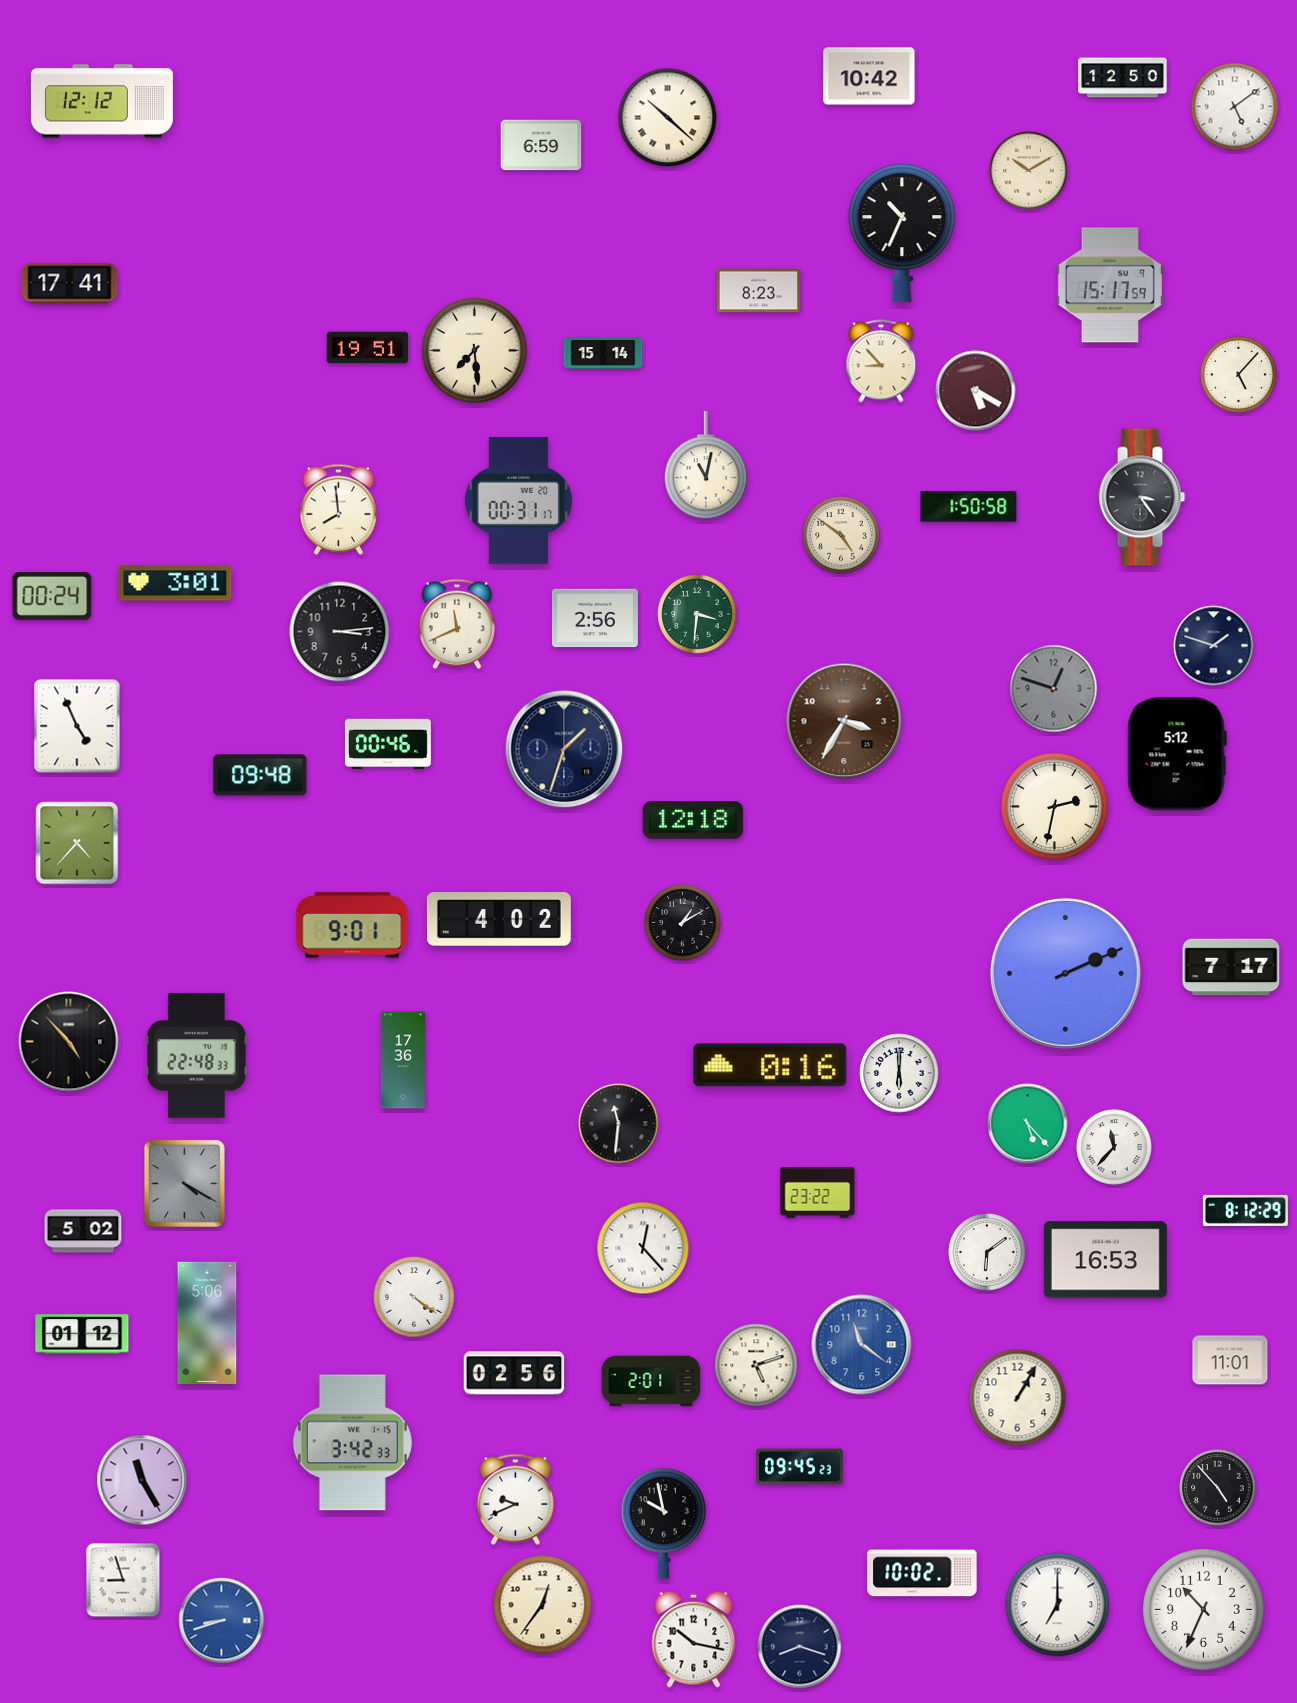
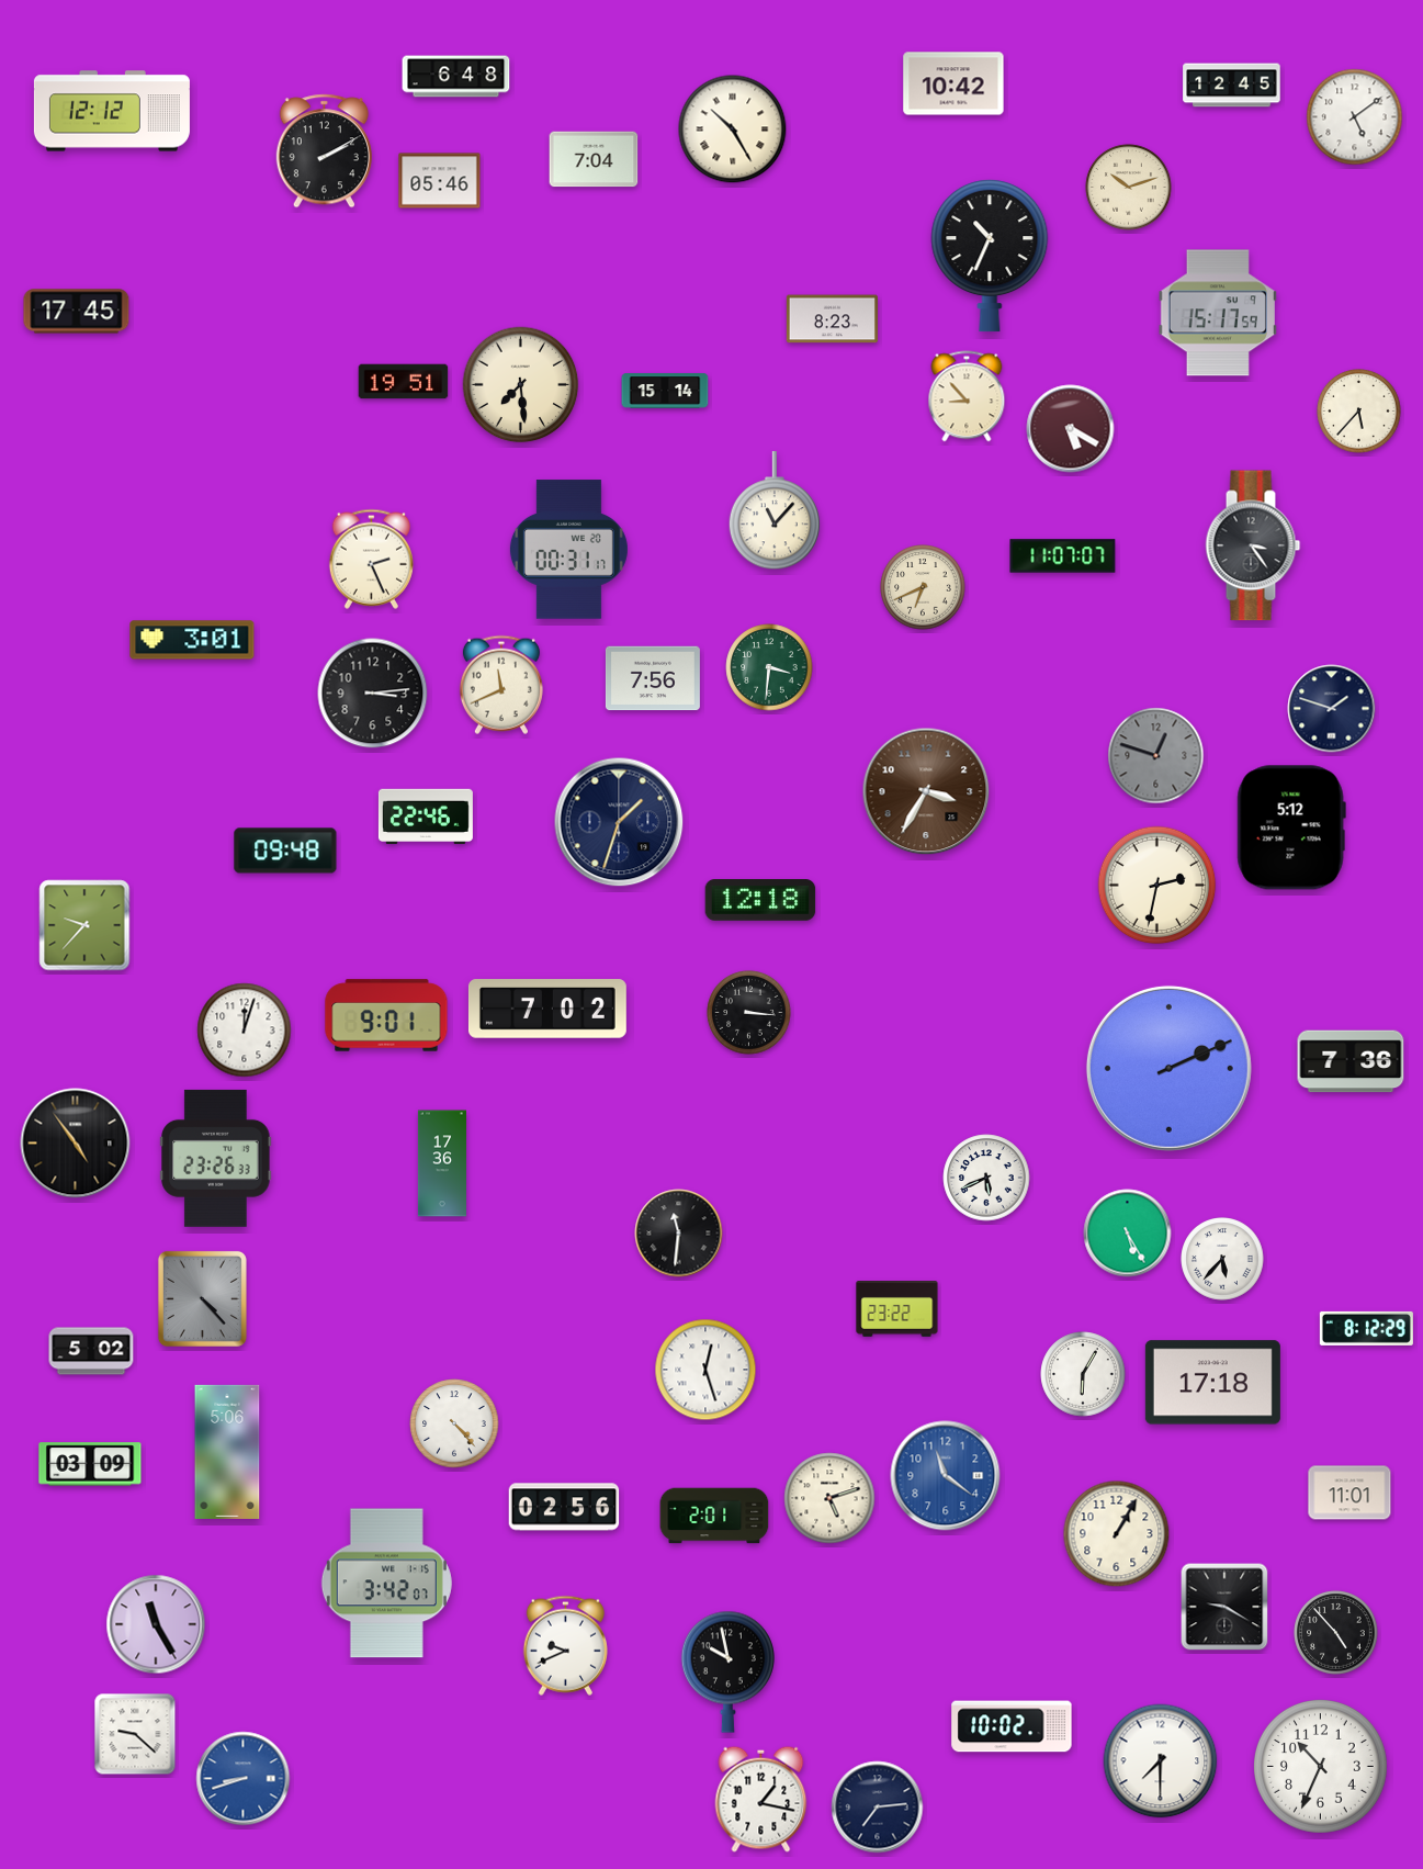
clock at (456, 77): none -> 6:48
clock at (1123, 78): 12:50 -> 12:45
clock at (668, 118): 10:22 -> 10:25
clock at (324, 151): none -> 2:10
clock at (541, 145): 6:59 -> 7:04
clock at (440, 181): none -> 05:46
clock at (1029, 171): 10:10 -> 10:12
clock at (70, 284): 17:41 -> 17:45
clock at (603, 354) position: (603, 354) -> (665, 392)
clock at (1239, 375): 5:07 -> 5:37
clock at (705, 466): 11:02 -> 11:07
clock at (969, 507): 1:50 -> 11:07
clock at (338, 509): 7:59 -> 2:26
clock at (841, 535): 4:51 -> 6:41
clock at (52, 596): 00:24 -> none
clock at (697, 614) position: (697, 614) -> (769, 667)
clock at (595, 618): 2:56 -> 7:56
clock at (77, 726): 4:56 -> none
clock at (388, 744): 00:46 -> 22:46
clock at (77, 843): 4:37 -> 9:37
clock at (499, 919): 4:02 -> 7:02
clock at (683, 923): 1:10 -> 3:16
clock at (245, 1031): none -> 12:03
clock at (1231, 967): 7:17 -> 7:36
clock at (69, 1042): 4:53 -> 4:54
clock at (197, 1055): 22:48 -> 23:26
clock at (770, 1065): 0:16 -> none
clock at (899, 1073): 6:00 -> 5:41
clock at (1028, 1124): 5:23 -> 5:25
clock at (1114, 1147): 11:37 -> 5:37
clock at (184, 1183): 4:20 -> 4:23
clock at (643, 1248): 12:23 -> 12:27
clock at (987, 1252): 6:09 -> 6:05
clock at (1105, 1260): 16:53 -> 17:18
clock at (414, 1297): 4:21 -> 4:23
clock at (82, 1334): 01:12 -> 03:09
clock at (352, 1443): 3:42:33 -> 3:42:07
clock at (1224, 1607): none -> 9:20
clock at (800, 1467): 09:45 -> none
clock at (123, 1580): 8:57 -> 9:22
clock at (543, 1605): 12:36 -> none
clock at (1058, 1605): 7:00 -> 7:30
clock at (694, 1639): 10:17 -> 1:17
clock at (800, 1647): 8:18 -> 7:14
